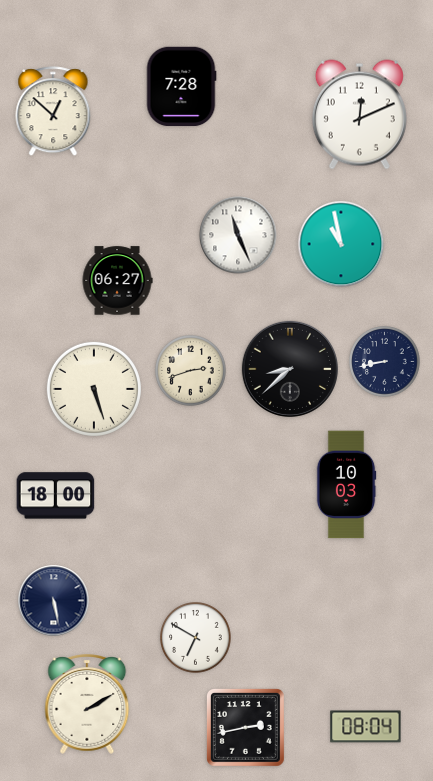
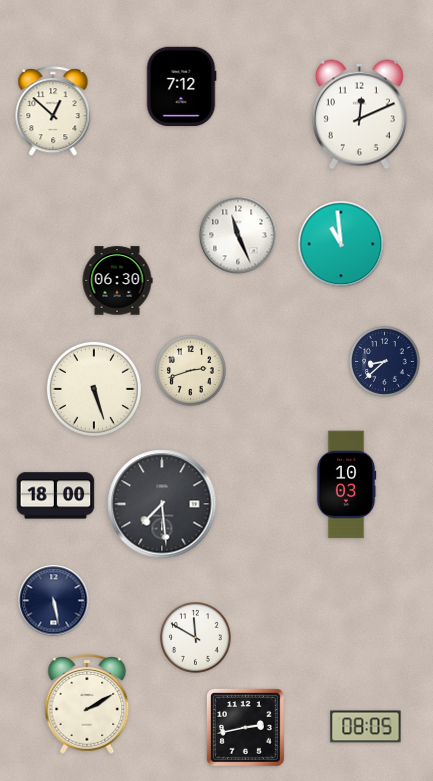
clock at (181, 87): 7:28 -> 7:12
clock at (341, 244): 10:58 -> 10:59
clock at (117, 281): 06:27 -> 06:30
clock at (385, 362): 8:43 -> 8:38
clock at (290, 369): 8:38 -> none
clock at (162, 504): none -> 7:29
clock at (196, 638): 6:50 -> 11:50
clock at (366, 727): 08:04 -> 08:05
